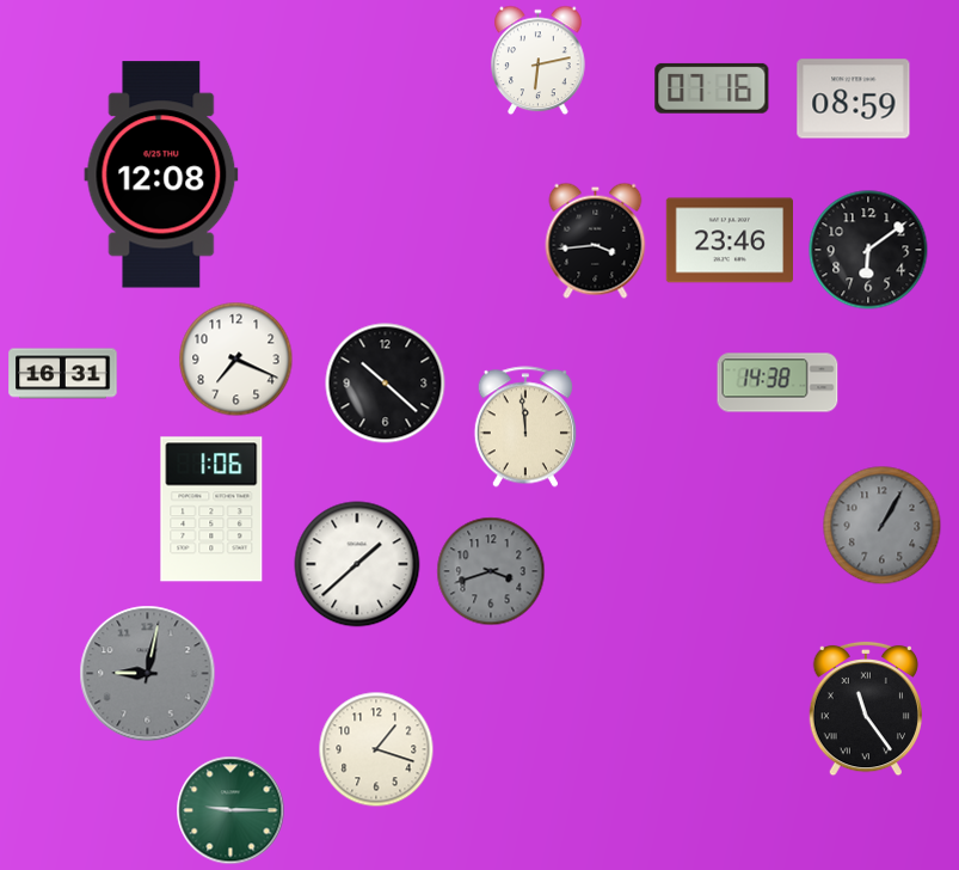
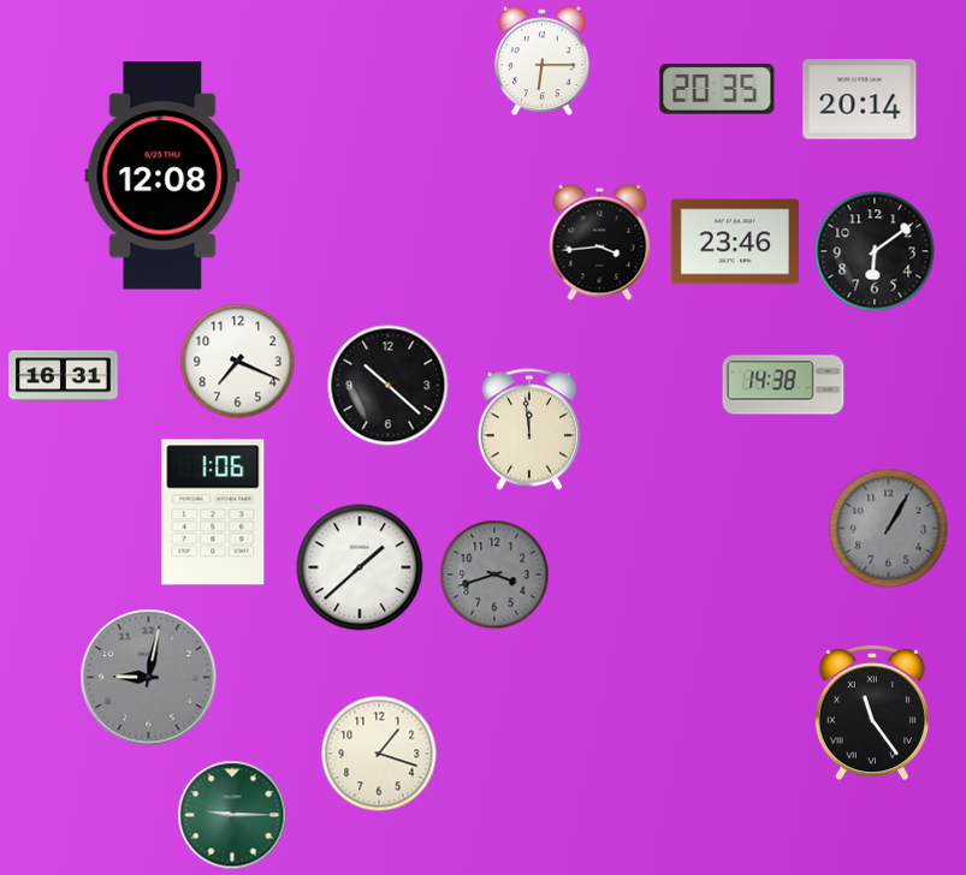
clock at (539, 61): 6:13 -> 6:15
clock at (712, 88): 07:16 -> 20:35
clock at (854, 99): 08:59 -> 20:14
